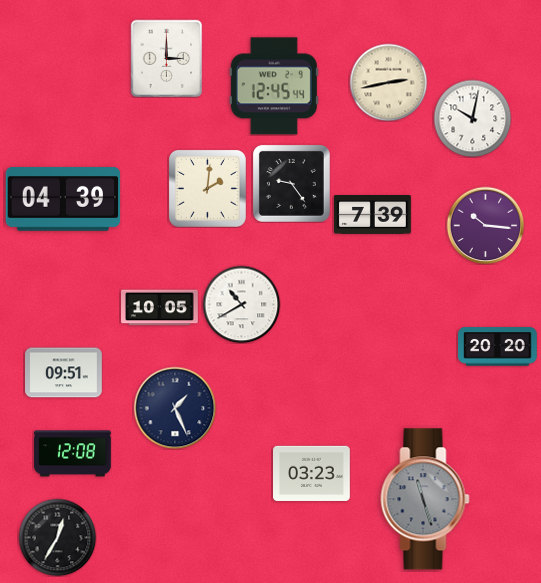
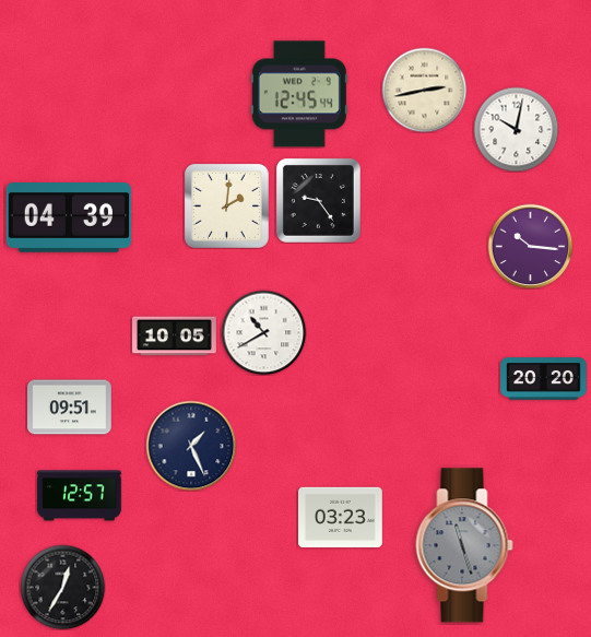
clock at (167, 58): 3:00 -> none
clock at (373, 215): 7:39 -> none
clock at (73, 454): 12:08 -> 12:57
